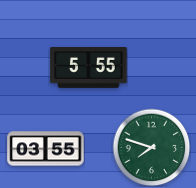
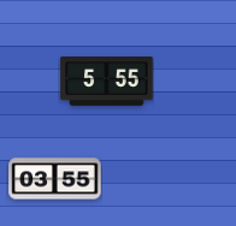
clock at (151, 147): 7:48 -> none
